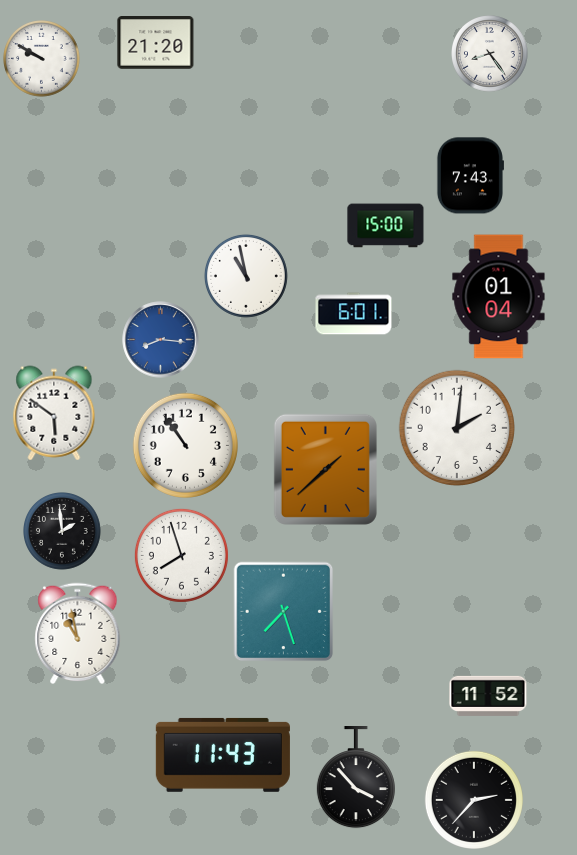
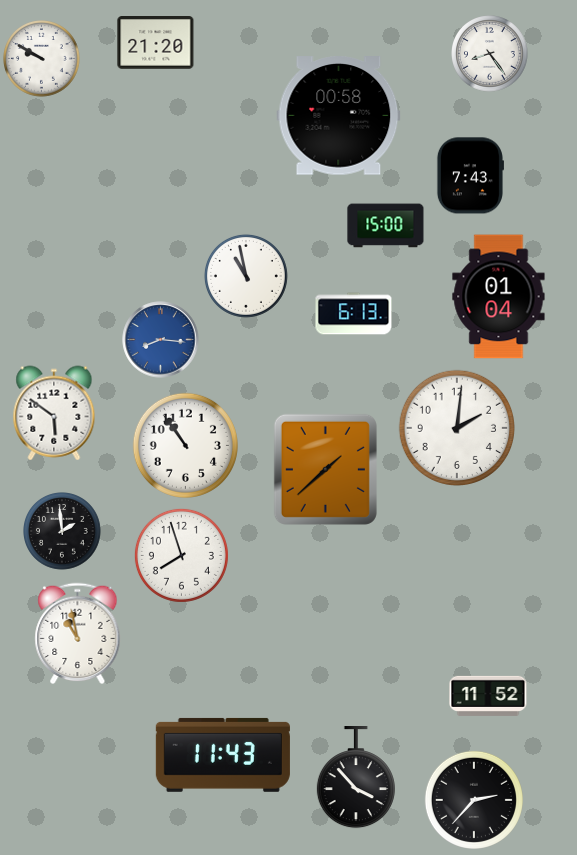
clock at (339, 116): none -> 00:58
clock at (354, 314): 6:01 -> 6:13
clock at (284, 612): 7:27 -> none
